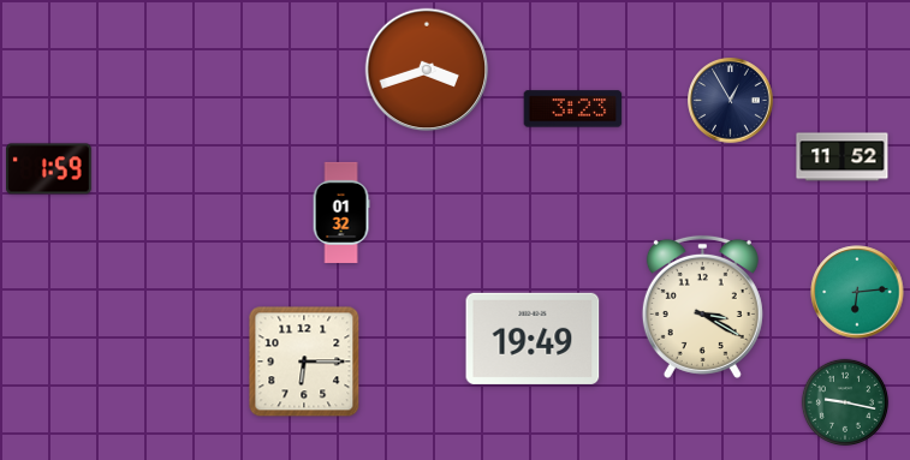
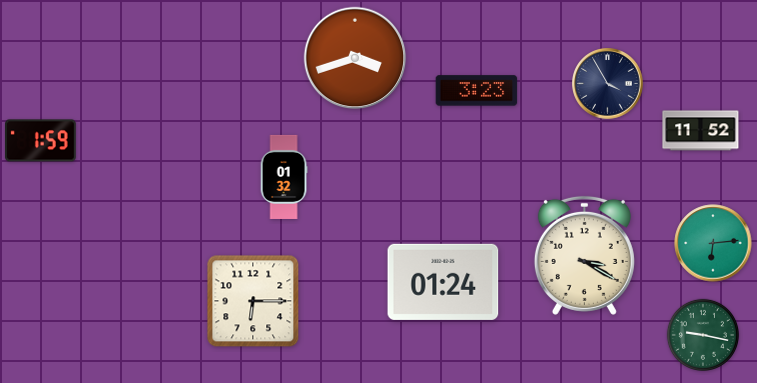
clock at (731, 101): 12:55 -> 3:55
clock at (533, 339): 19:49 -> 01:24
